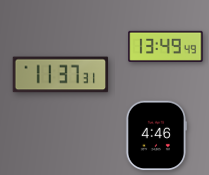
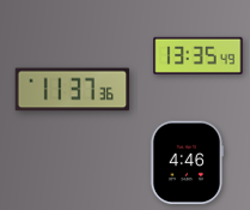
clock at (166, 46): 13:49 -> 13:35
clock at (61, 75): 11:37:31 -> 11:37:36
